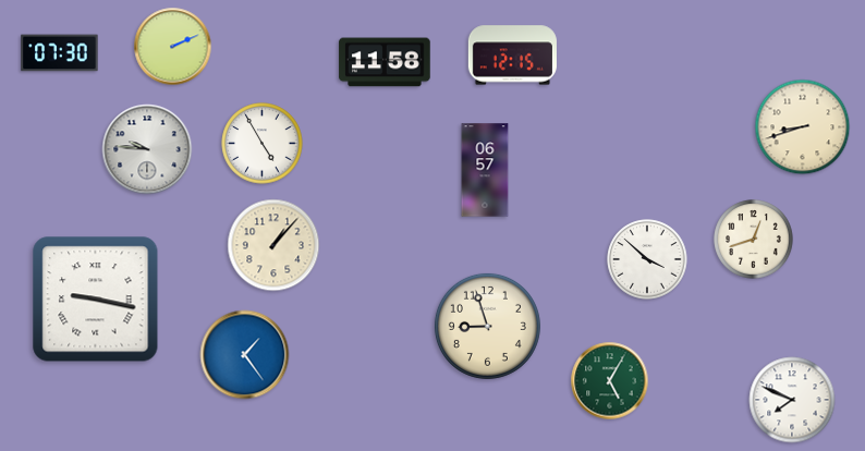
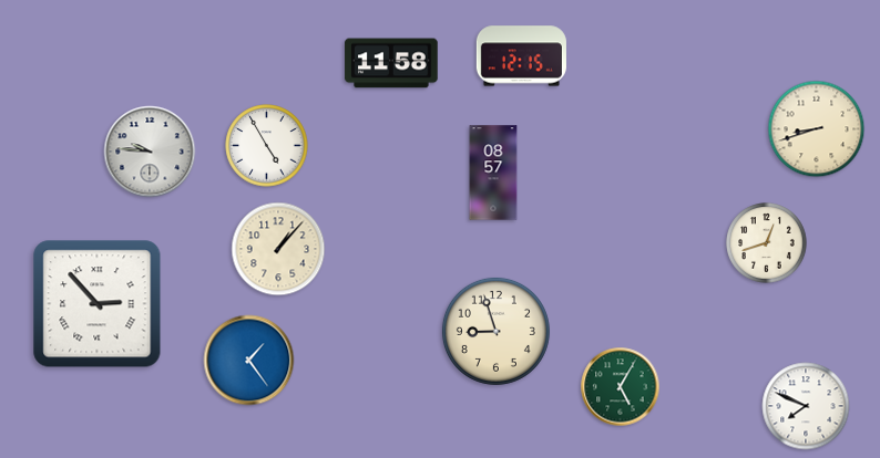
clock at (173, 47): 2:11 -> none
clock at (60, 53): 07:30 -> none
clock at (485, 170): 06:57 -> 08:57
clock at (647, 259): 3:52 -> none
clock at (96, 300): 9:17 -> 2:53
